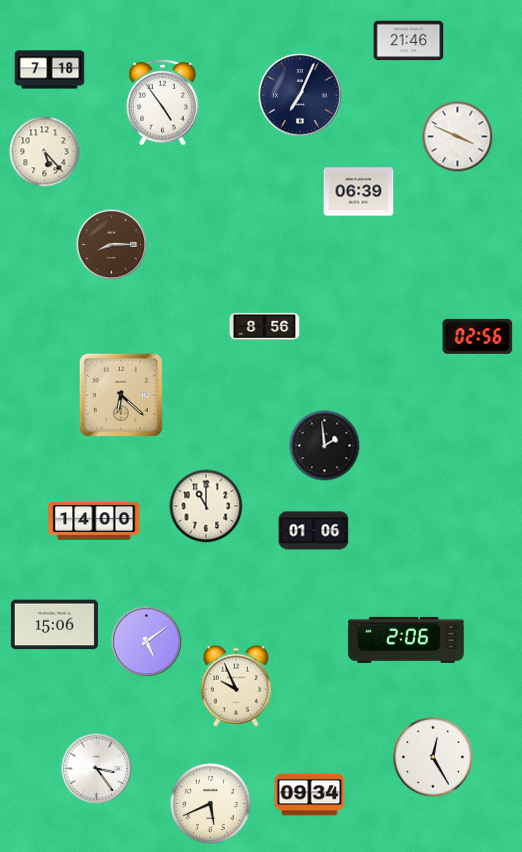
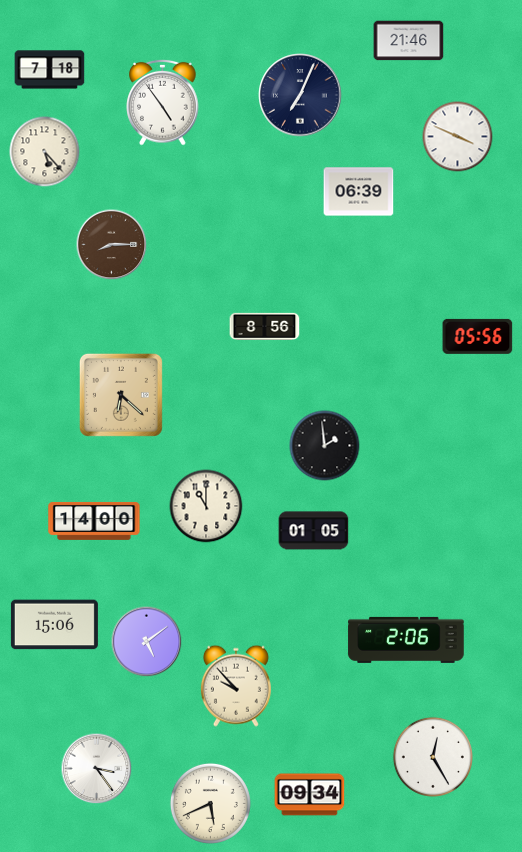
clock at (478, 336): 02:56 -> 05:56
clock at (314, 531): 01:06 -> 01:05
clock at (236, 686): 9:56 -> 9:53
